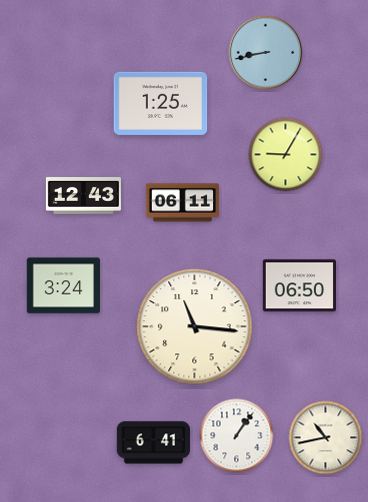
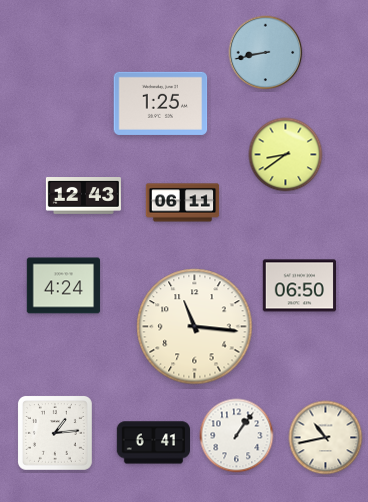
clock at (286, 155): 9:05 -> 8:39
clock at (64, 286): 3:24 -> 4:24
clock at (55, 433): none -> 1:14
